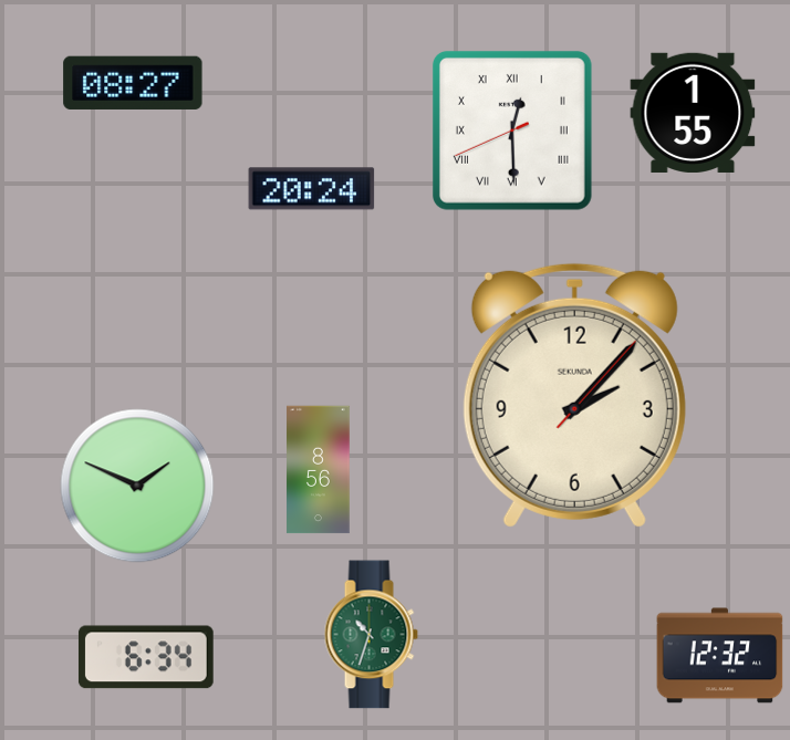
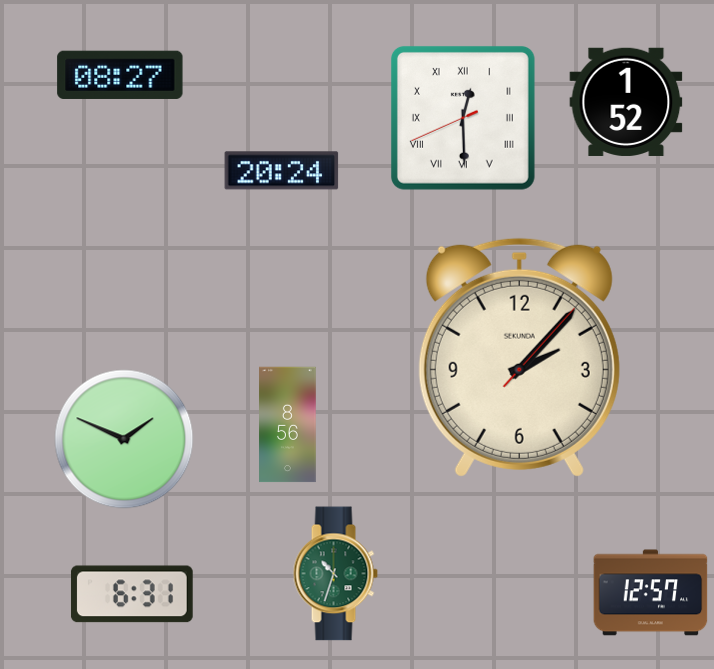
clock at (693, 113): 1:55 -> 1:52
clock at (720, 656): 12:32 -> 12:57
clock at (146, 657): 6:34 -> 6:31
